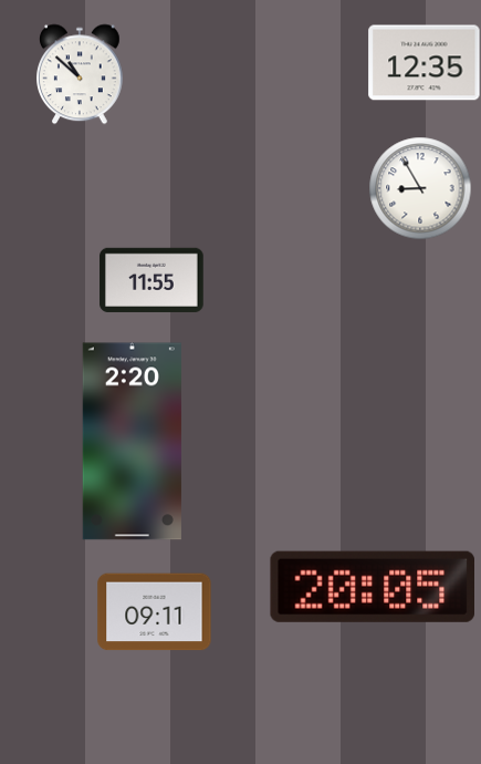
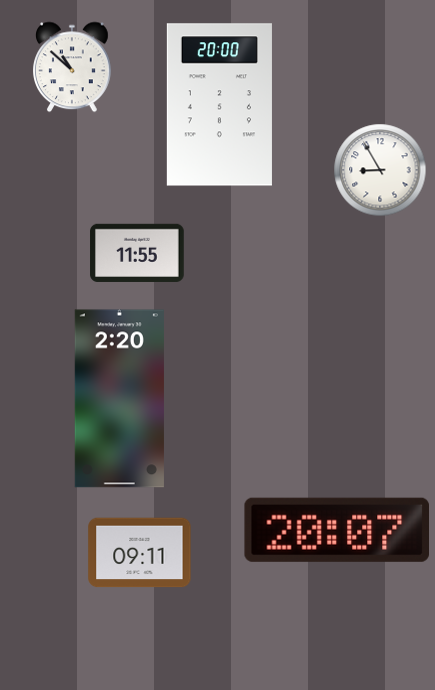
clock at (425, 63): 12:35 -> none
clock at (219, 105): none -> 20:00
clock at (372, 587): 20:05 -> 20:07
